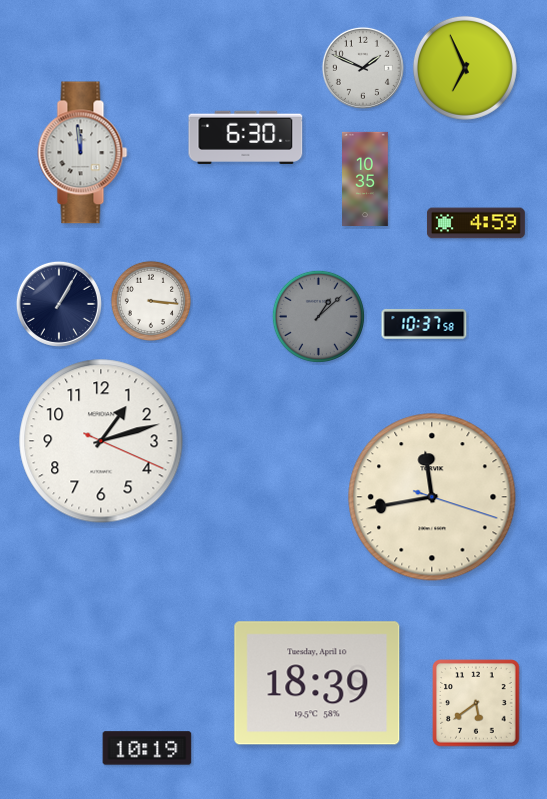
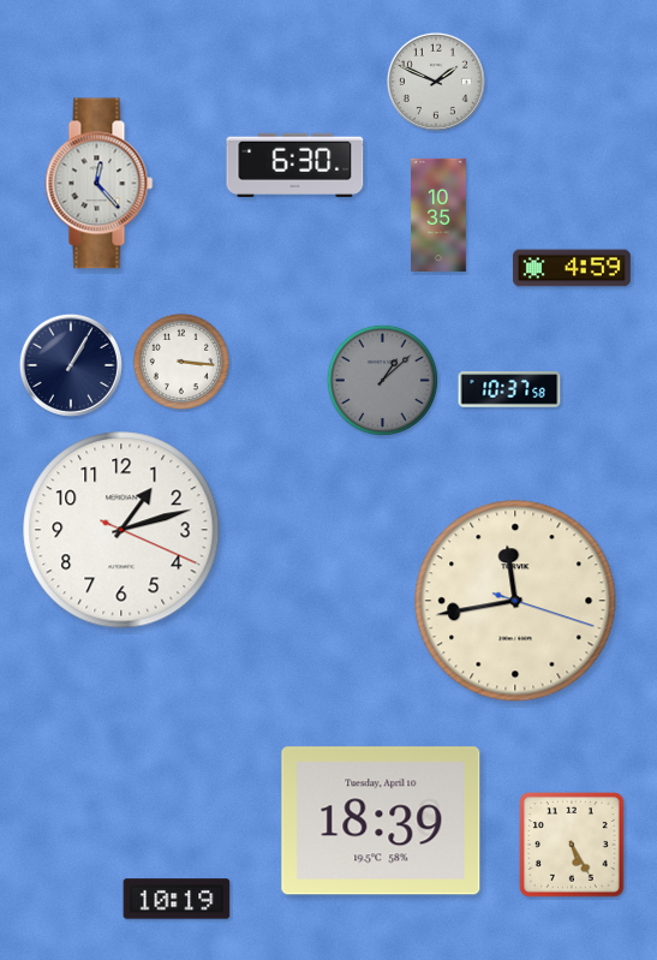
clock at (465, 68): 6:56 -> none
clock at (83, 153): 11:59 -> 12:23
clock at (432, 497) position: (432, 497) -> (515, 601)
clock at (476, 703): 5:39 -> 5:25
